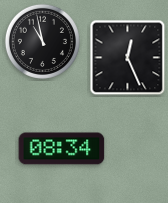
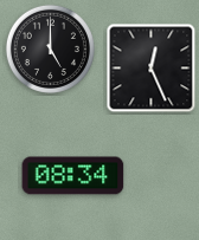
clock at (42, 41): 10:58 -> 5:00
